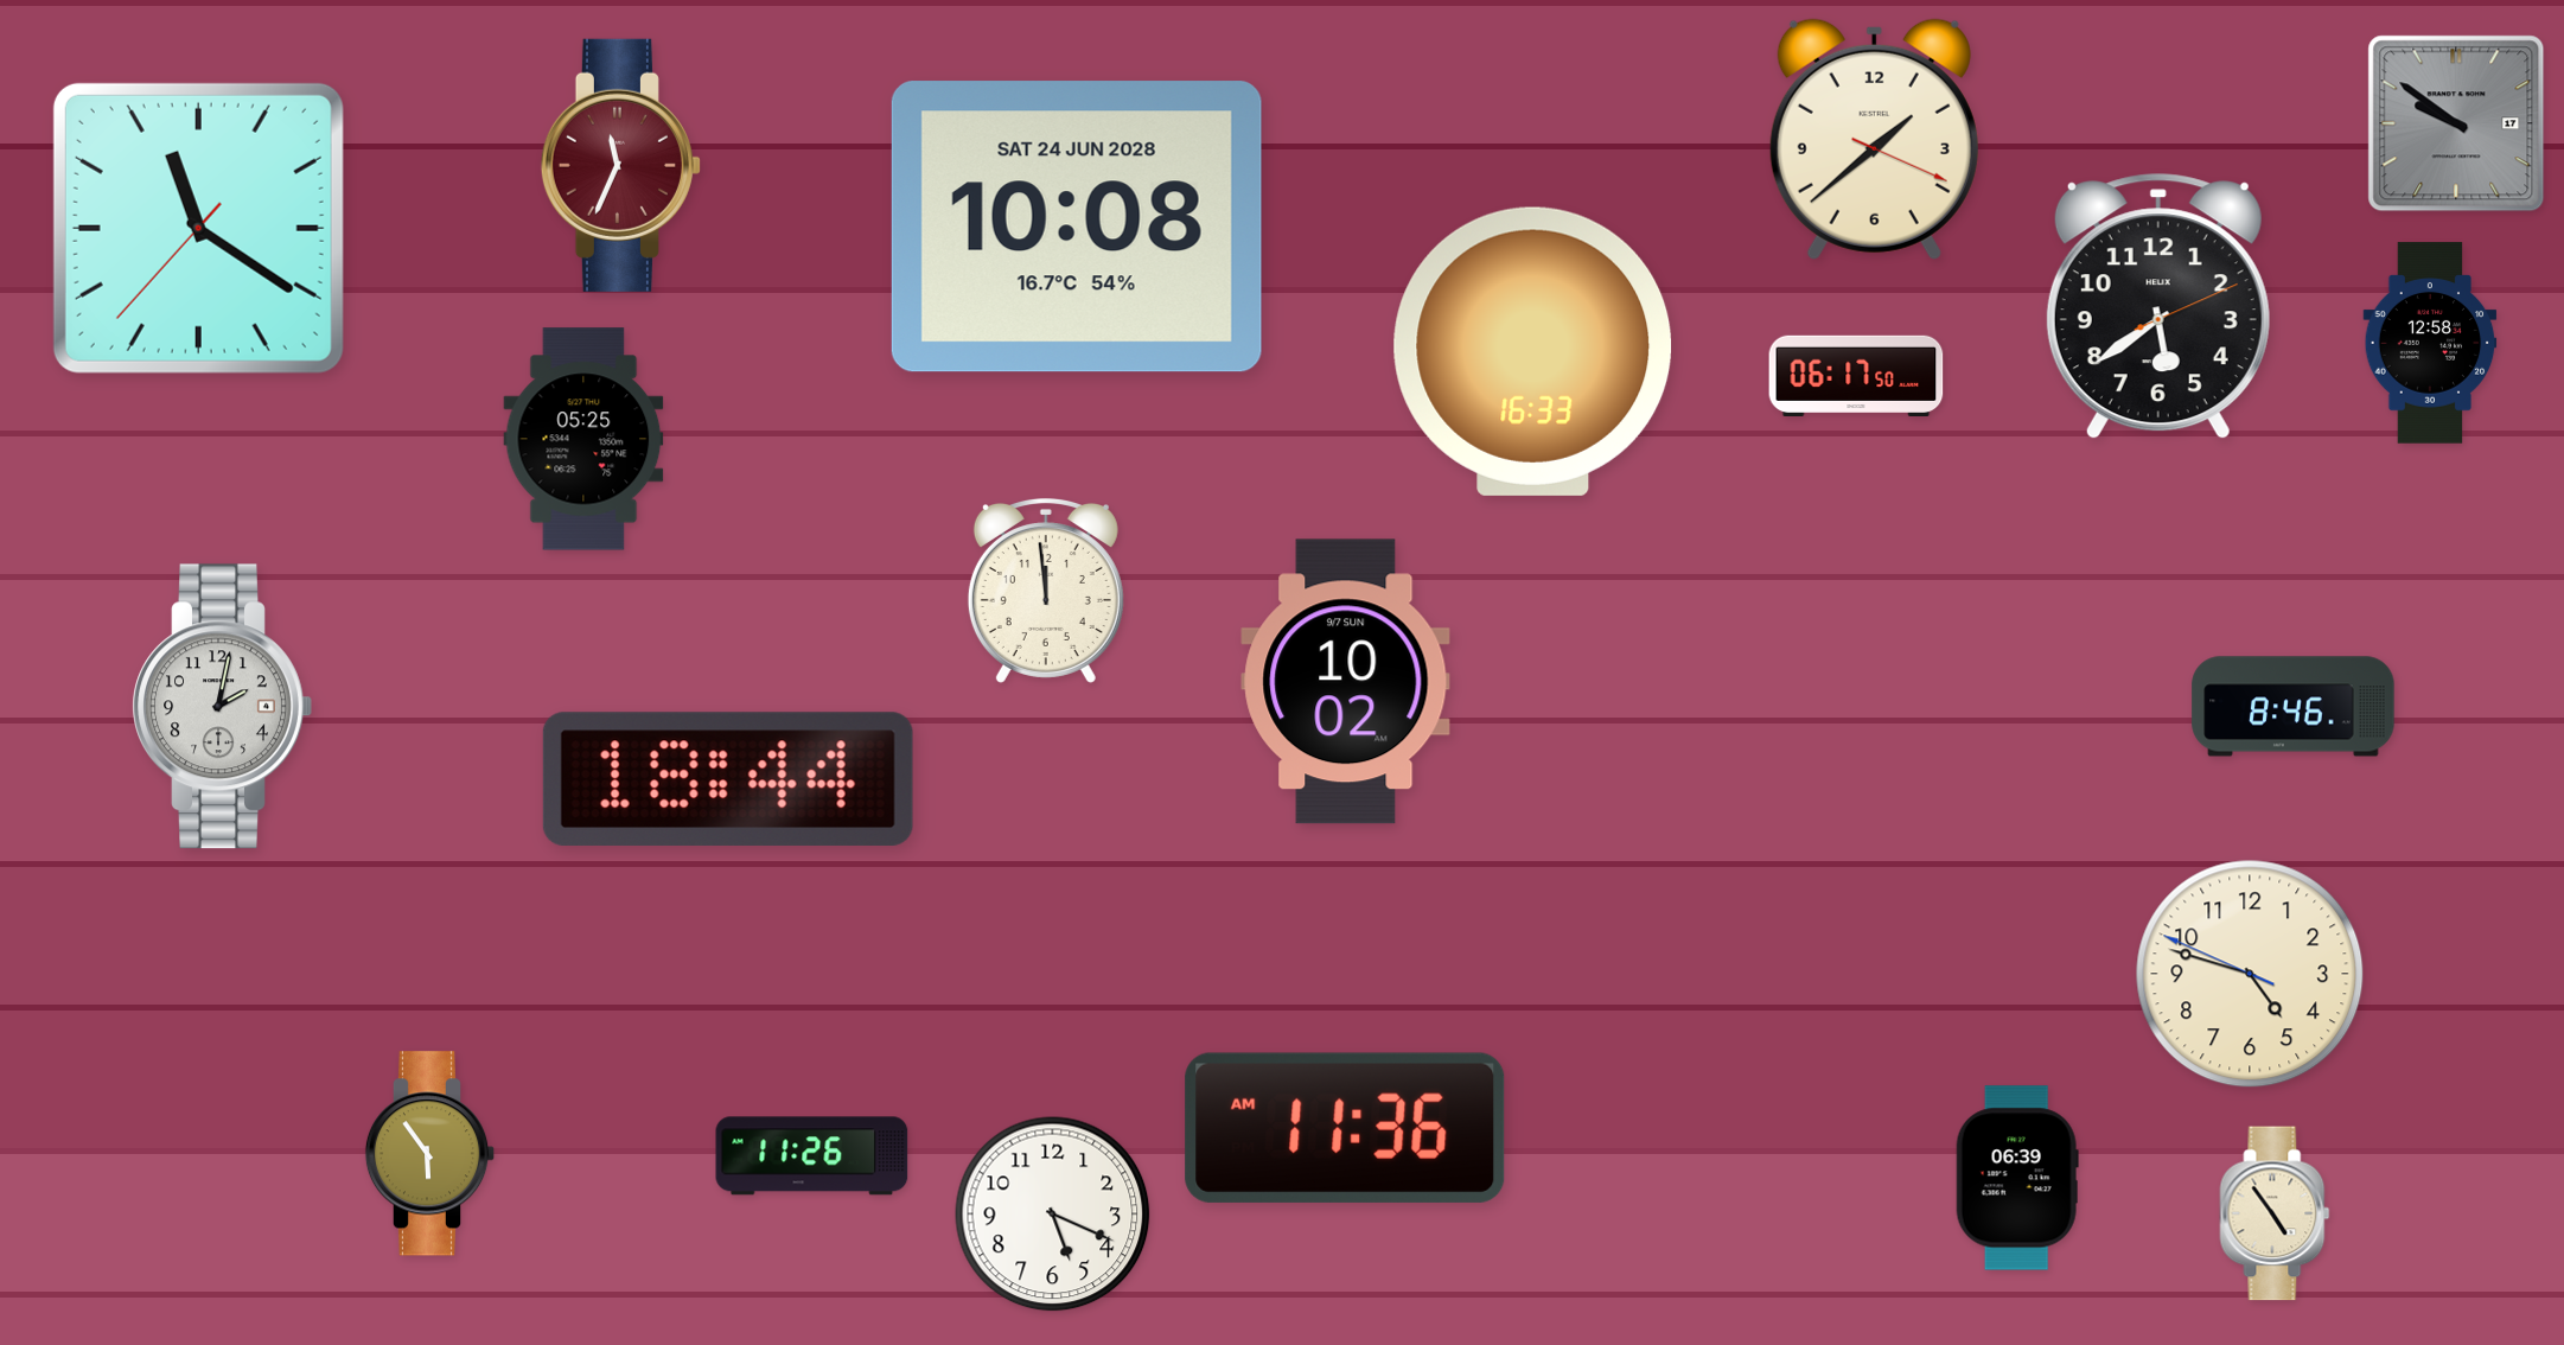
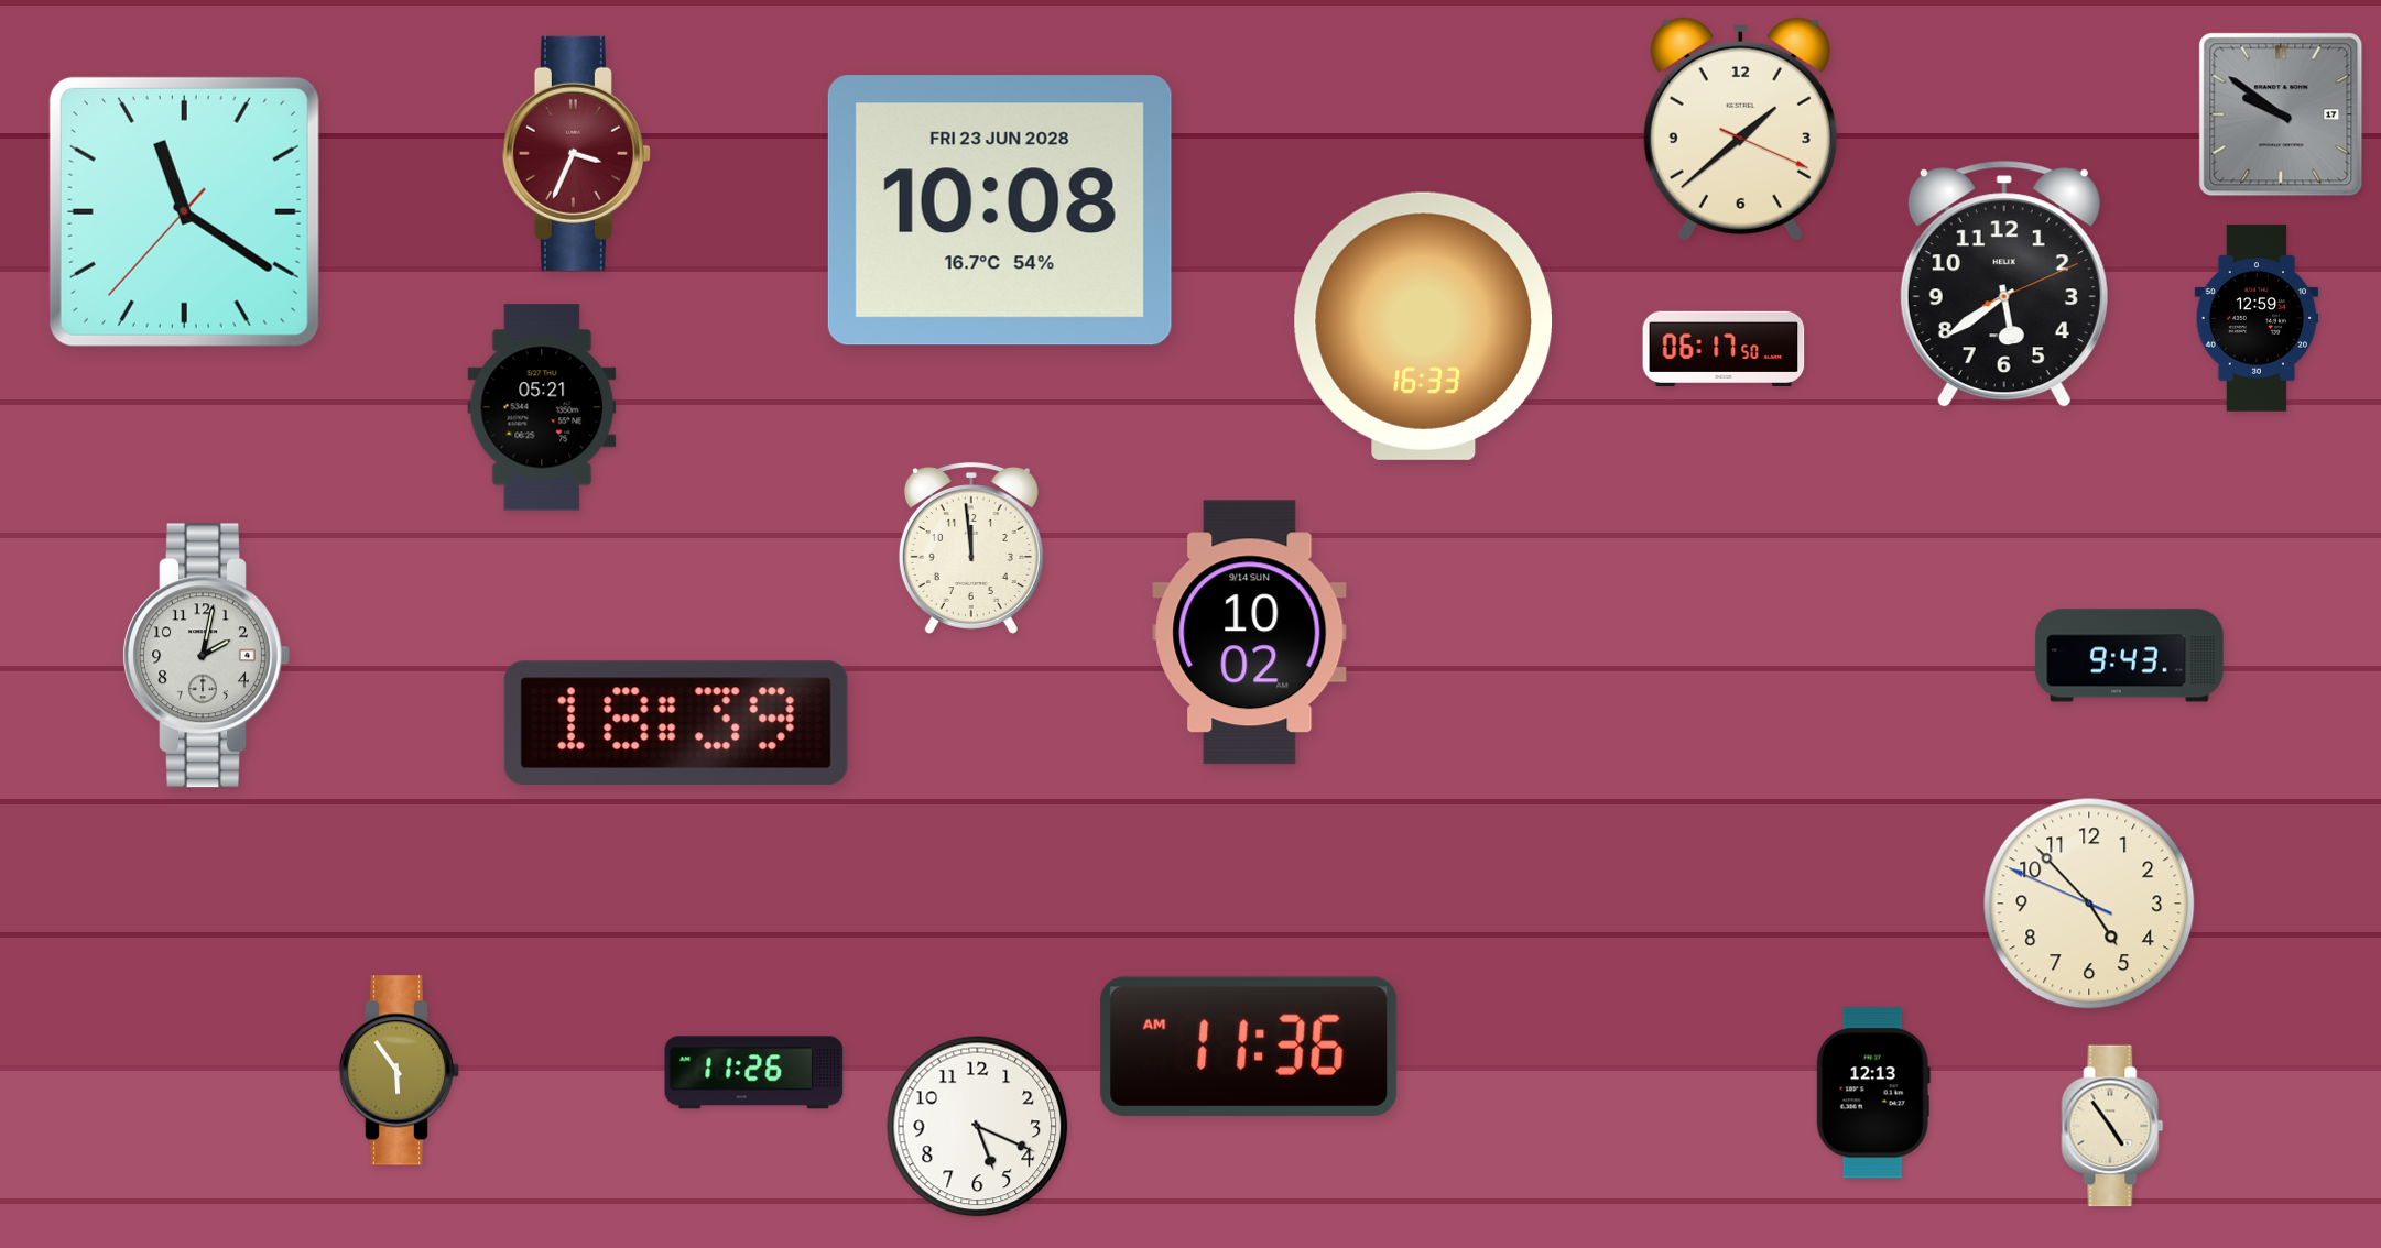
clock at (620, 165): 11:34 -> 3:34
clock at (1077, 227) date: SAT 24 JUN 2028 -> FRI 23 JUN 2028
clock at (2430, 343): 12:58 -> 12:59
clock at (583, 439): 05:25 -> 05:21
clock at (1346, 682) date: 9/7 SUN -> 9/14 SUN
clock at (2294, 707): 8:46 -> 9:43
clock at (728, 779): 18:44 -> 18:39
clock at (2250, 974): 4:47 -> 4:52
clock at (2017, 1178): 06:39 -> 12:13
